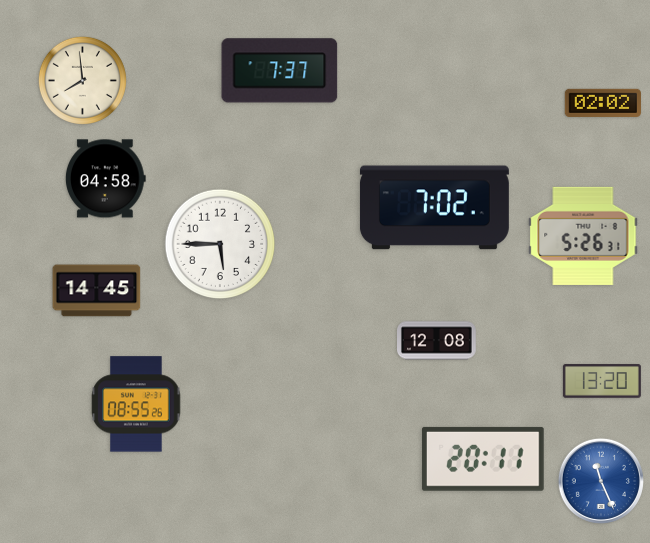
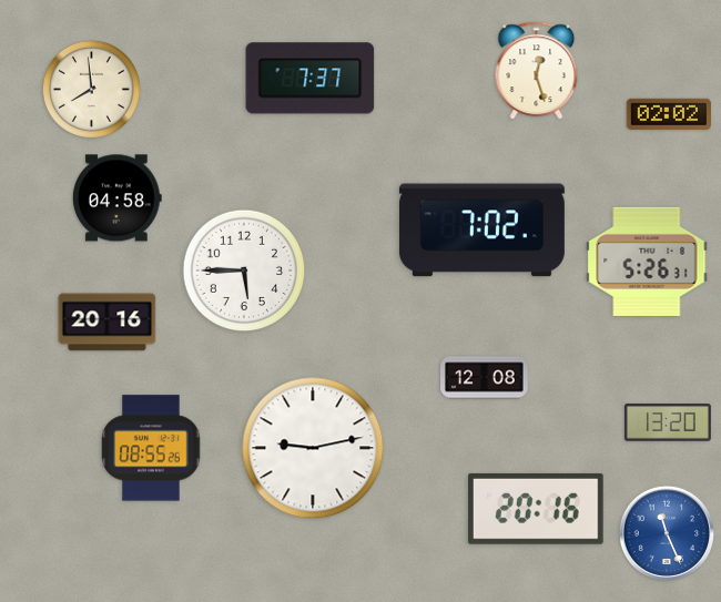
clock at (537, 71): none -> 12:27
clock at (97, 291): 14:45 -> 20:16
clock at (313, 448): none -> 9:13
clock at (483, 459): 20:11 -> 20:16
